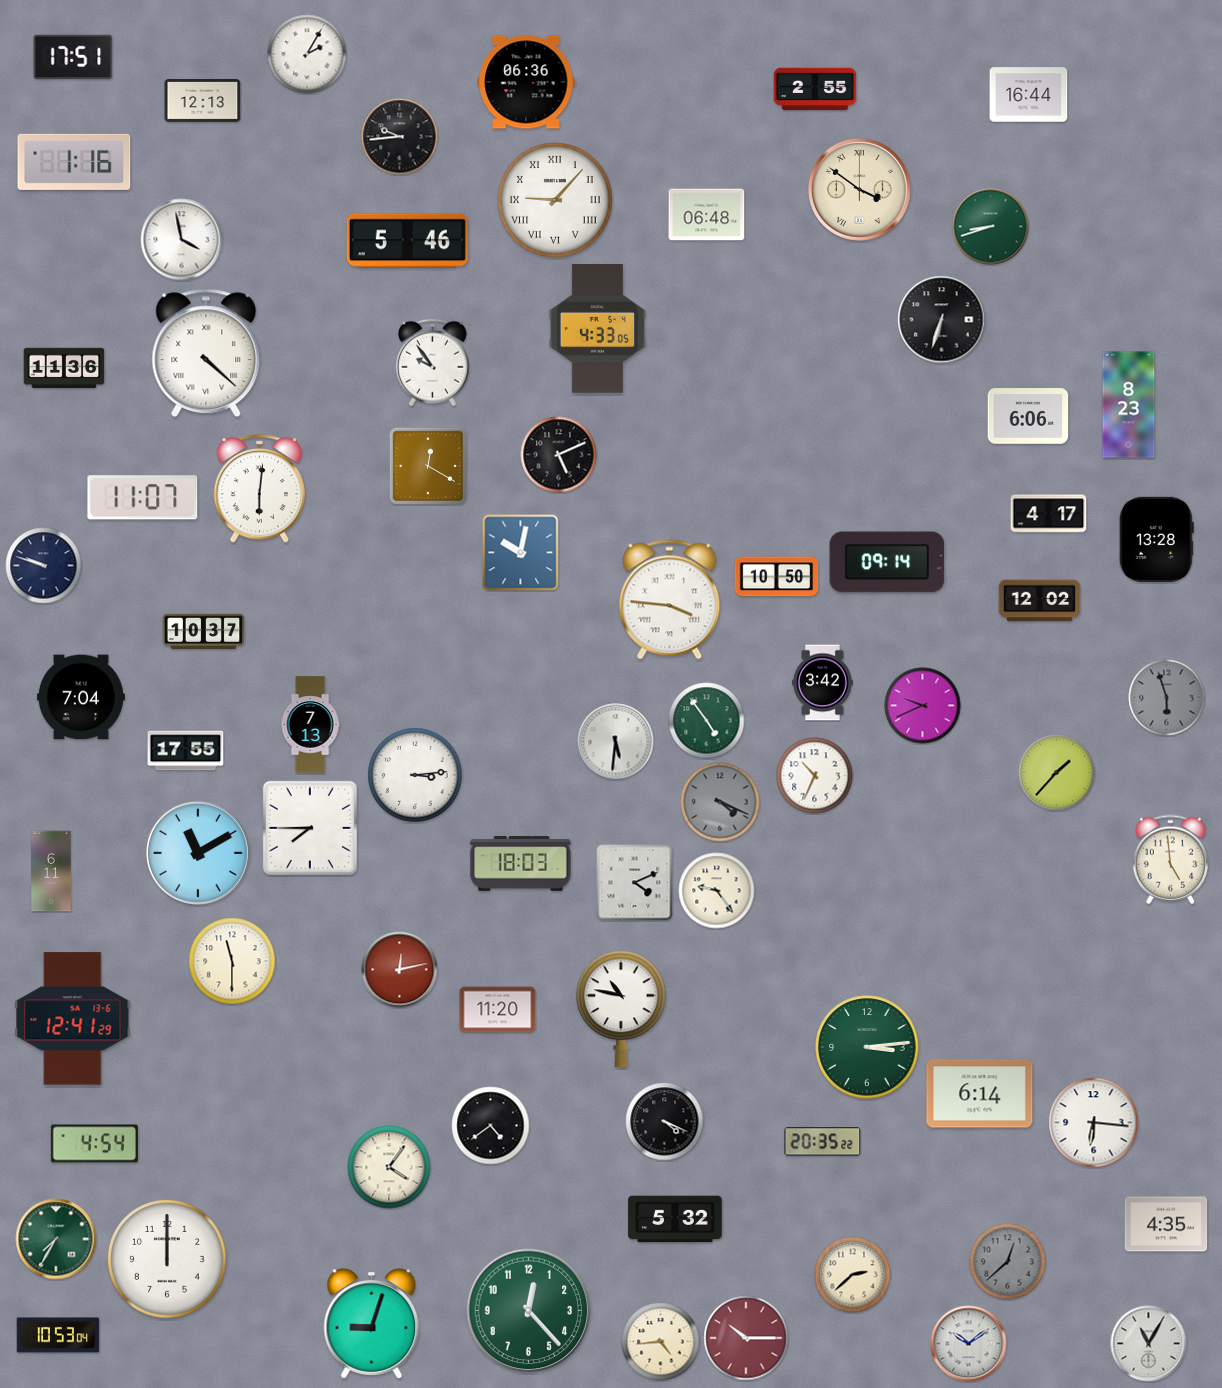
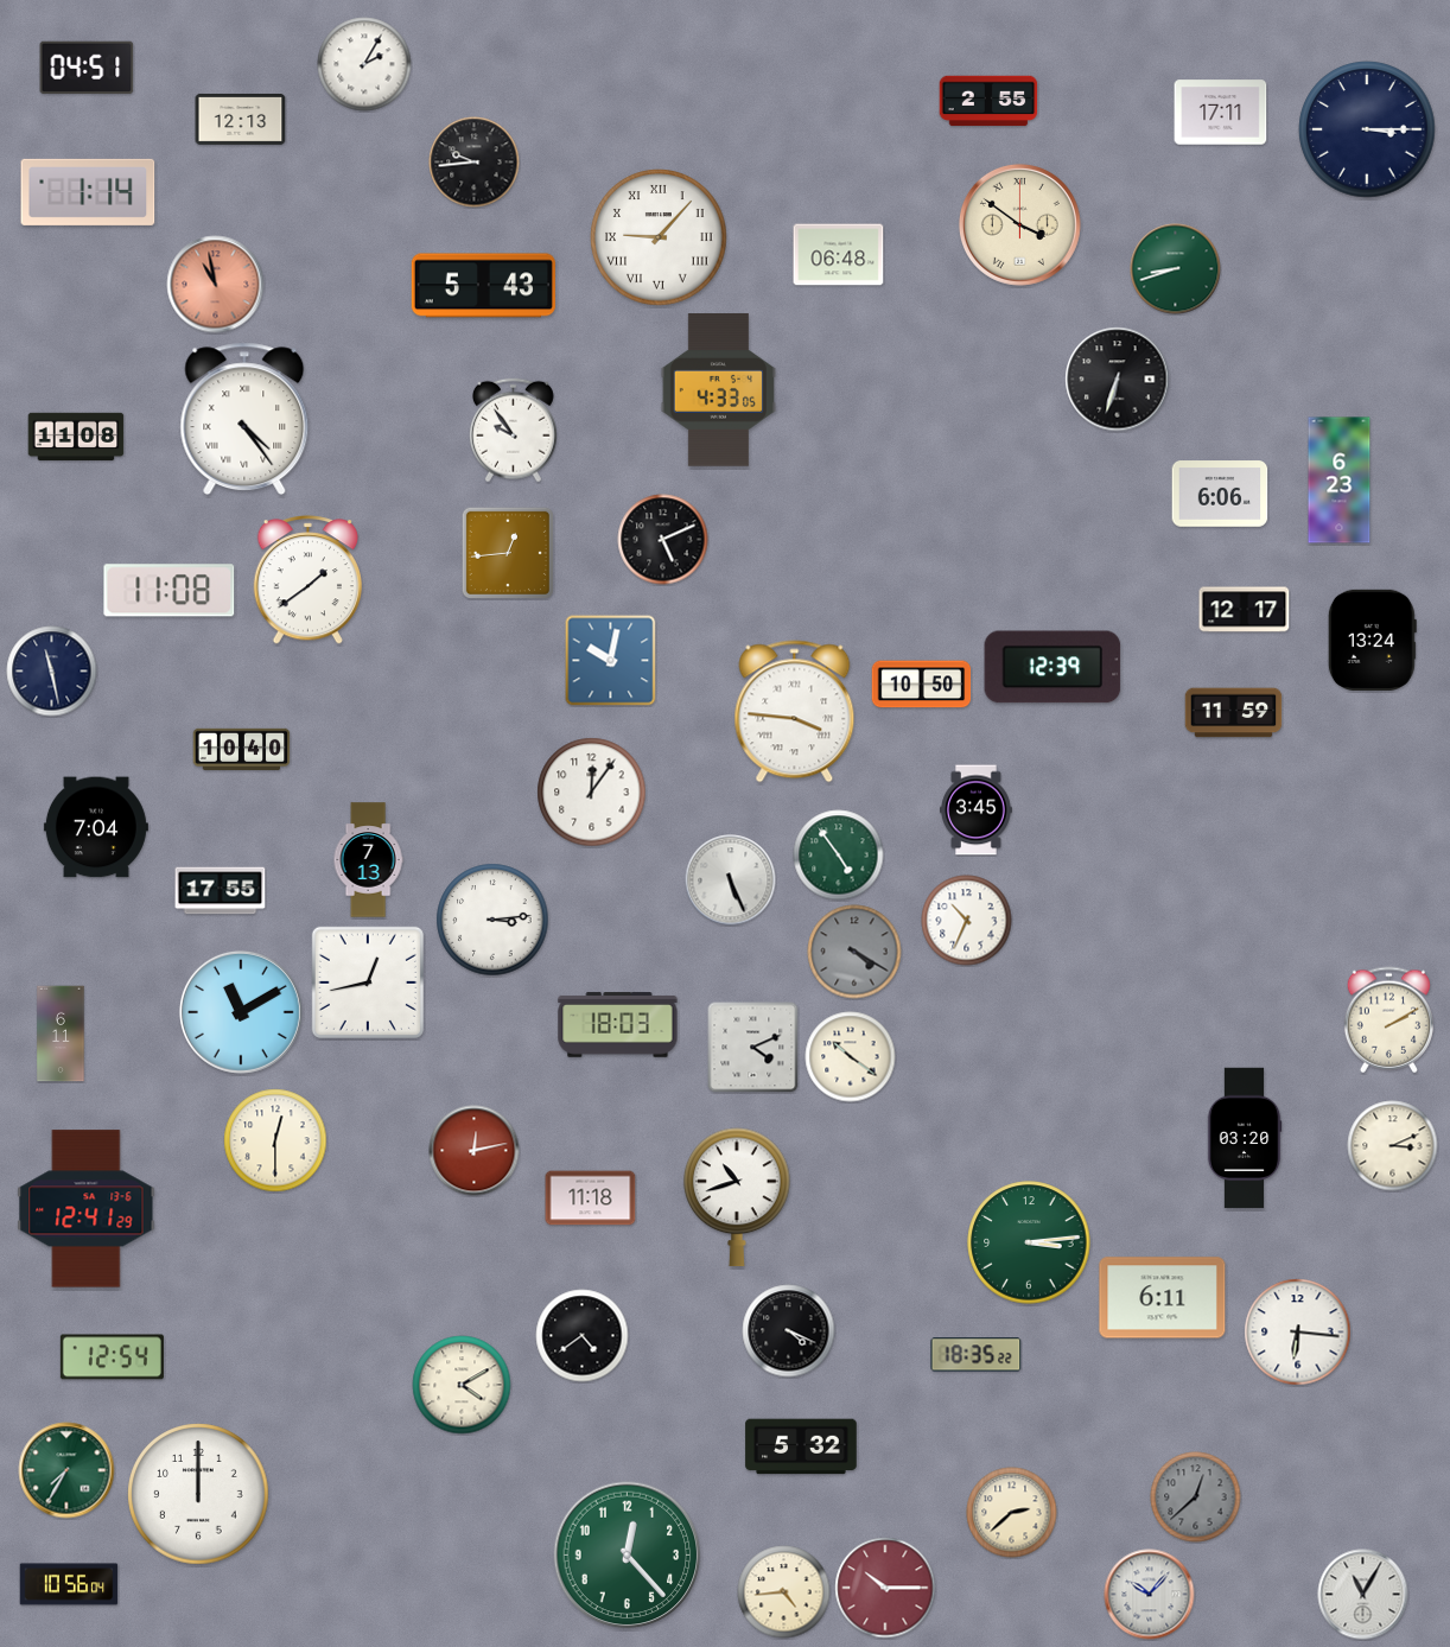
clock at (73, 57): 17:51 -> 04:51
clock at (526, 82): 06:36 -> none
clock at (815, 89) position: (815, 89) -> (988, 101)
clock at (1029, 95): 16:44 -> 17:11
clock at (1367, 129): none -> 3:15
clock at (74, 162): 1:16 -> 1:14
clock at (182, 240): 3:58 -> 10:58
clock at (182, 240) dial: white -> salmon
clock at (407, 241): 5:46 -> 5:43
clock at (597, 329) position: (597, 329) -> (718, 390)
clock at (206, 353): 4:22 -> 4:24
clock at (64, 368): 11:36 -> 11:08
clock at (1129, 405): 8:23 -> 6:23
clock at (428, 466): 12:20 -> 12:44
clock at (259, 489): 6:01 -> 1:39
clock at (143, 498): 11:07 -> 11:08
clock at (1049, 514): 4:17 -> 12:17
clock at (1156, 539): 13:28 -> 13:24
clock at (521, 553) position: (521, 553) -> (611, 661)
clock at (887, 562): 09:14 -> 12:39
clock at (44, 566): 9:48 -> 11:28
clock at (1040, 601): 12:02 -> 11:59
clock at (204, 631): 10:37 -> 10:40
clock at (592, 793): none -> 12:06
clock at (823, 683): 3:42 -> 3:45
clock at (1167, 698): 5:57 -> none
clock at (923, 706): 9:41 -> none
clock at (616, 742): 5:31 -> 5:26
clock at (1057, 773): 1:37 -> none
clock at (720, 802): 4:19 -> 4:20
clock at (310, 828): 7:45 -> 12:43
clock at (198, 853) position: (198, 853) -> (241, 1012)
clock at (1170, 860): 4:59 -> 2:10
clock at (717, 891): 9:24 -> 10:21
clock at (1245, 1138): none -> 03:20
clock at (232, 961): 11:30 -> 12:30
clock at (1393, 1146): none -> 3:11
clock at (622, 1009): 10:47 -> 10:42
clock at (498, 1010): 11:20 -> 11:18
clock at (980, 1094): 6:14 -> 6:11
clock at (823, 1142): 20:35 -> 18:35
clock at (94, 1144): 4:54 -> 12:54
clock at (389, 1167): 4:06 -> 4:10
clock at (1166, 1224): 4:35 -> none
clock at (372, 1324): 9:03 -> none
clock at (58, 1335): 10:53 -> 10:56
clock at (969, 1344): 10:09 -> 10:07
